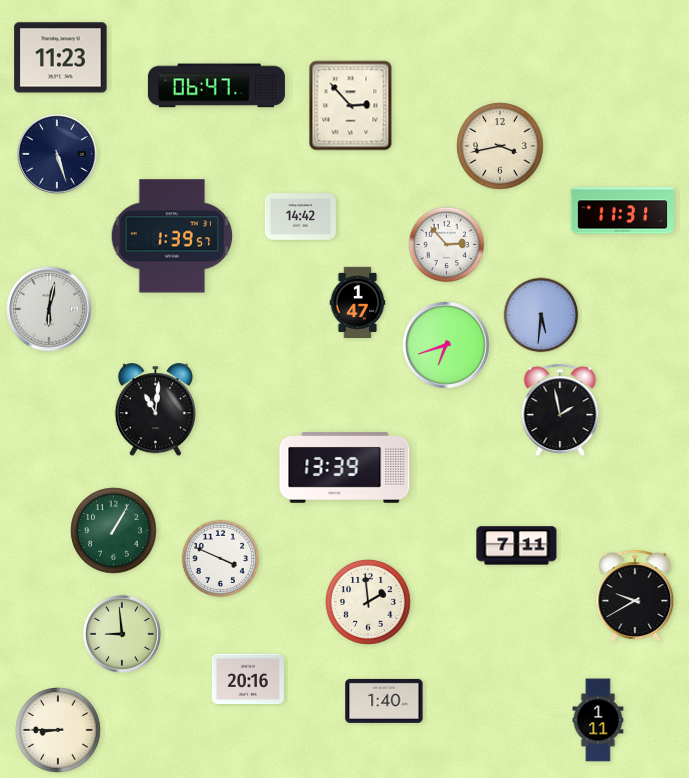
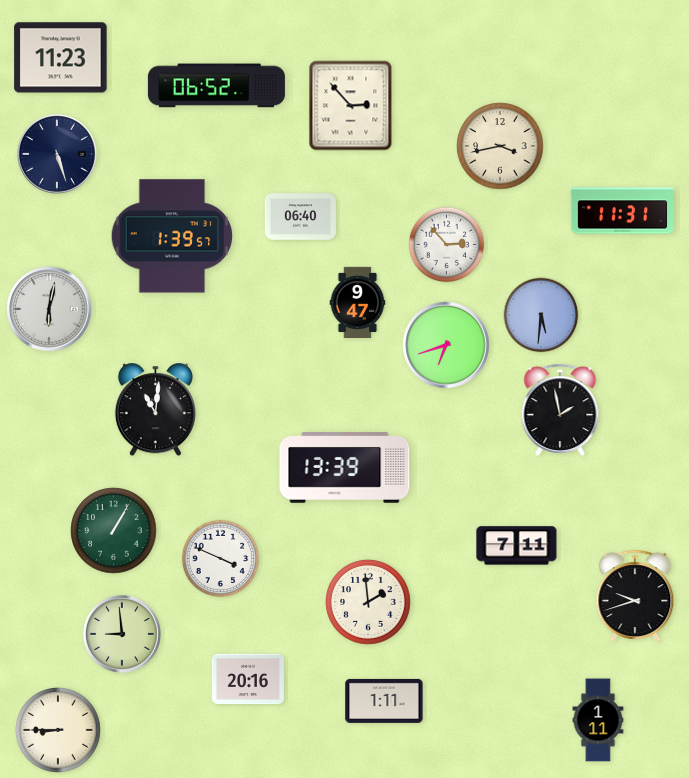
clock at (216, 86): 06:47 -> 06:52
clock at (300, 217): 14:42 -> 06:40
clock at (358, 303): 1:47 -> 9:47
clock at (635, 596): 9:40 -> 9:42
clock at (384, 701): 1:40 -> 1:11
